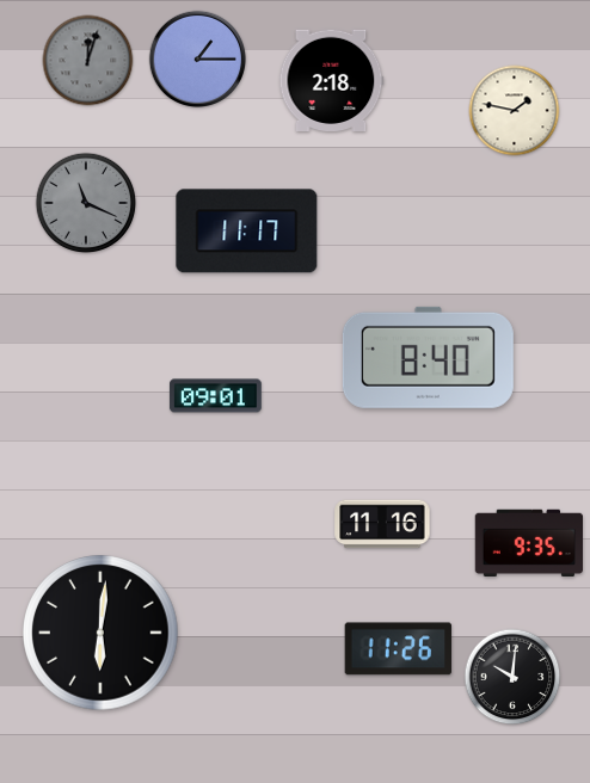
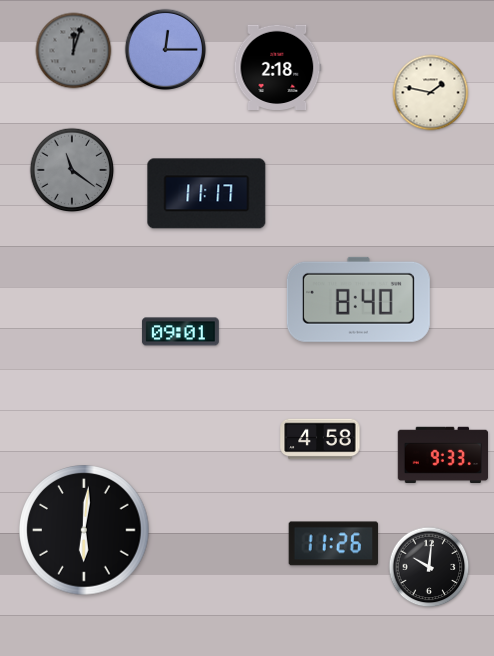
clock at (198, 60): 1:15 -> 12:15
clock at (86, 203): 11:19 -> 11:21
clock at (382, 524): 11:16 -> 4:58
clock at (528, 542): 9:35 -> 9:33
